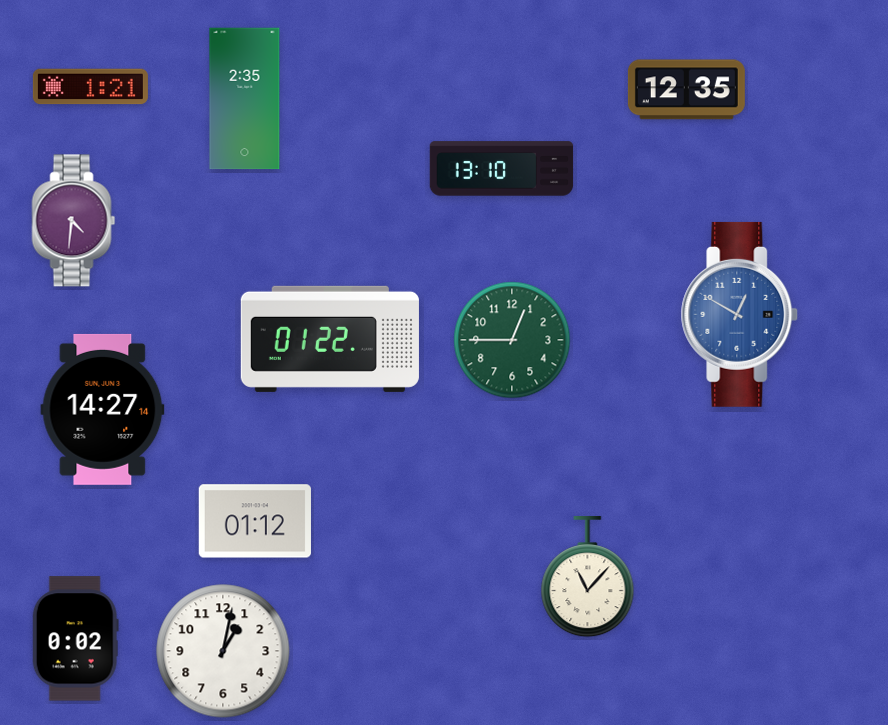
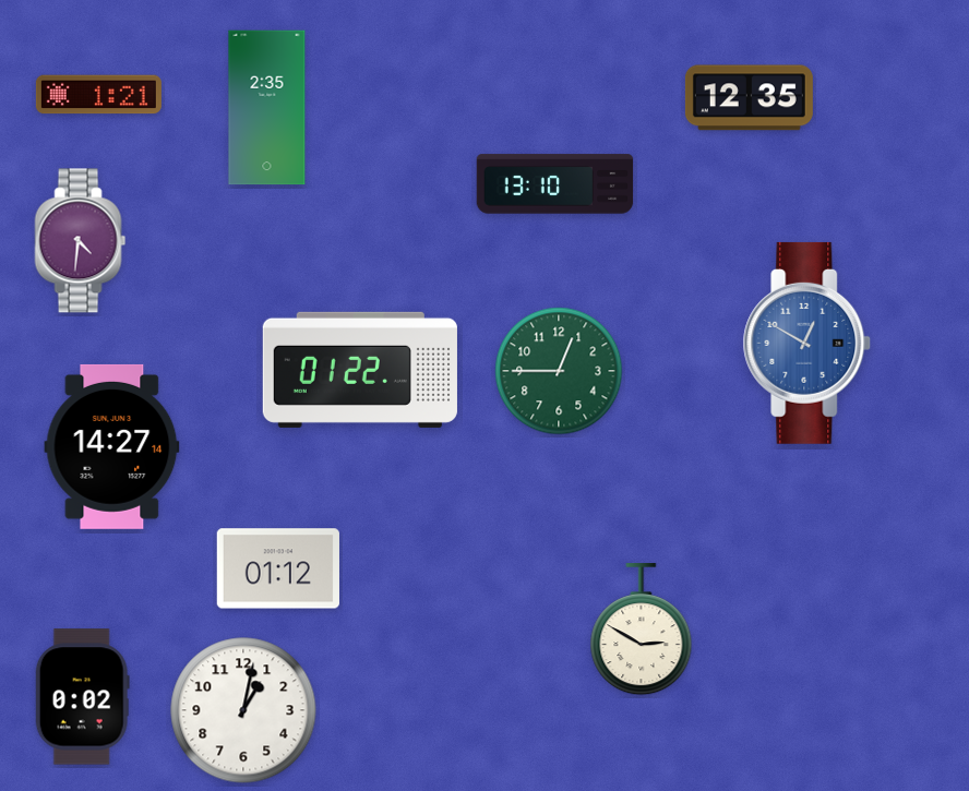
clock at (502, 169) position: (502, 169) -> (555, 184)
clock at (588, 577): 11:07 -> 2:50
